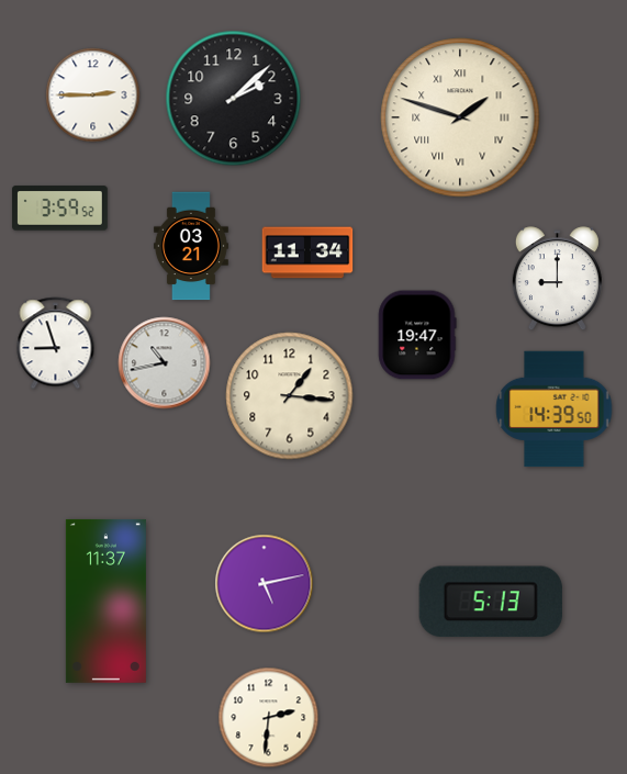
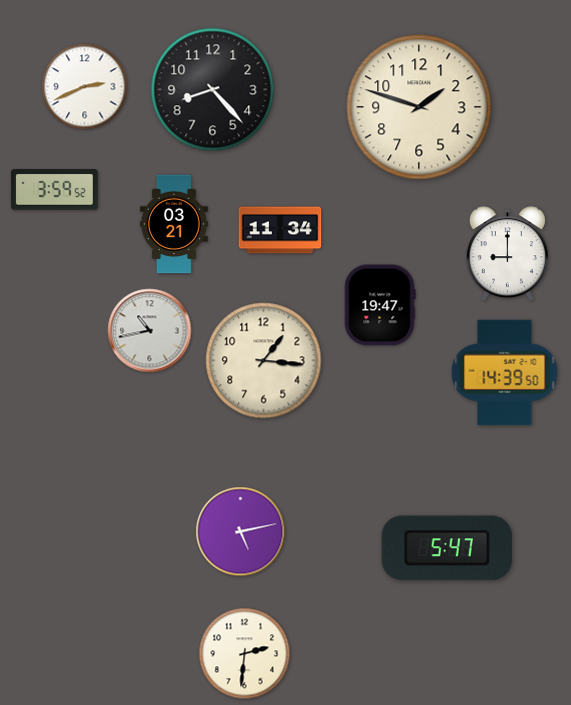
clock at (93, 96): 2:45 -> 2:41
clock at (234, 99): 2:08 -> 8:23
clock at (460, 117) numerals: Roman -> Arabic
clock at (56, 344): 8:57 -> none
clock at (105, 601): 11:37 -> none
clock at (491, 602): 5:13 -> 5:47
